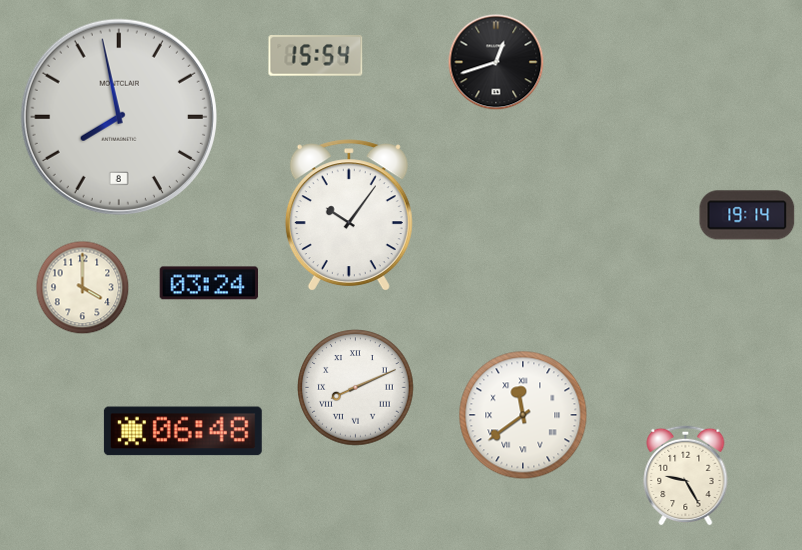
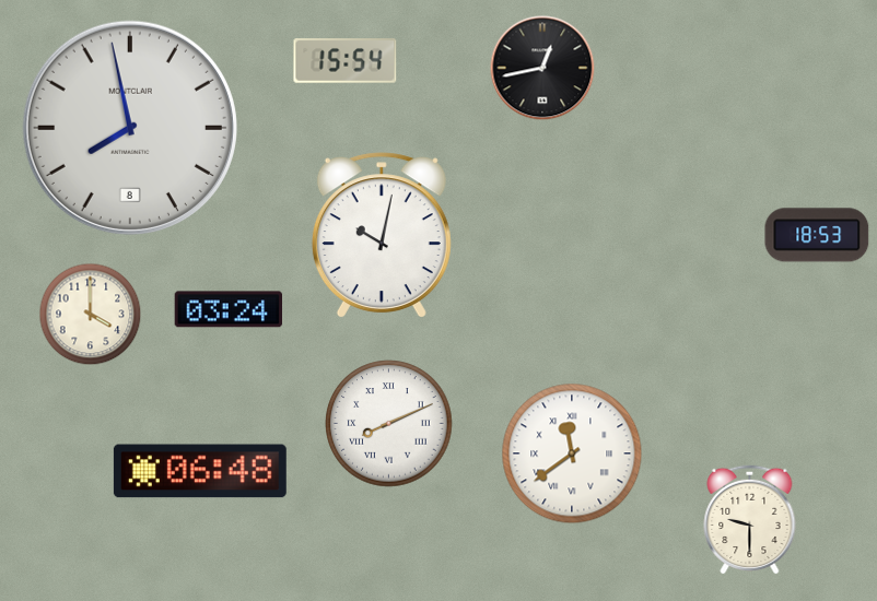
clock at (496, 62): 12:42 -> 12:43
clock at (349, 215): 10:06 -> 10:02
clock at (747, 215): 19:14 -> 18:53
clock at (686, 475): 9:25 -> 9:30
